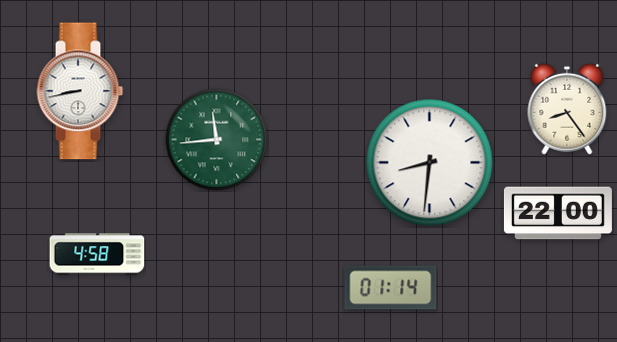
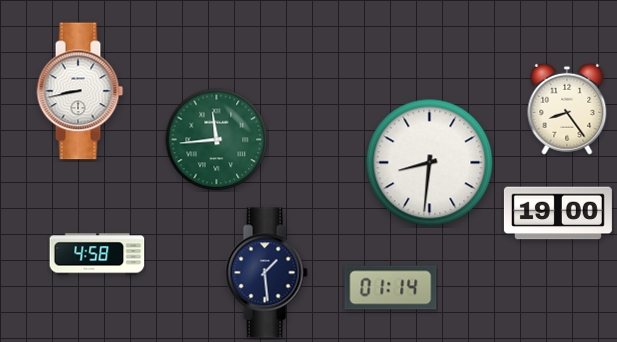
clock at (558, 213): 22:00 -> 19:00
clock at (266, 273): none -> 1:29
